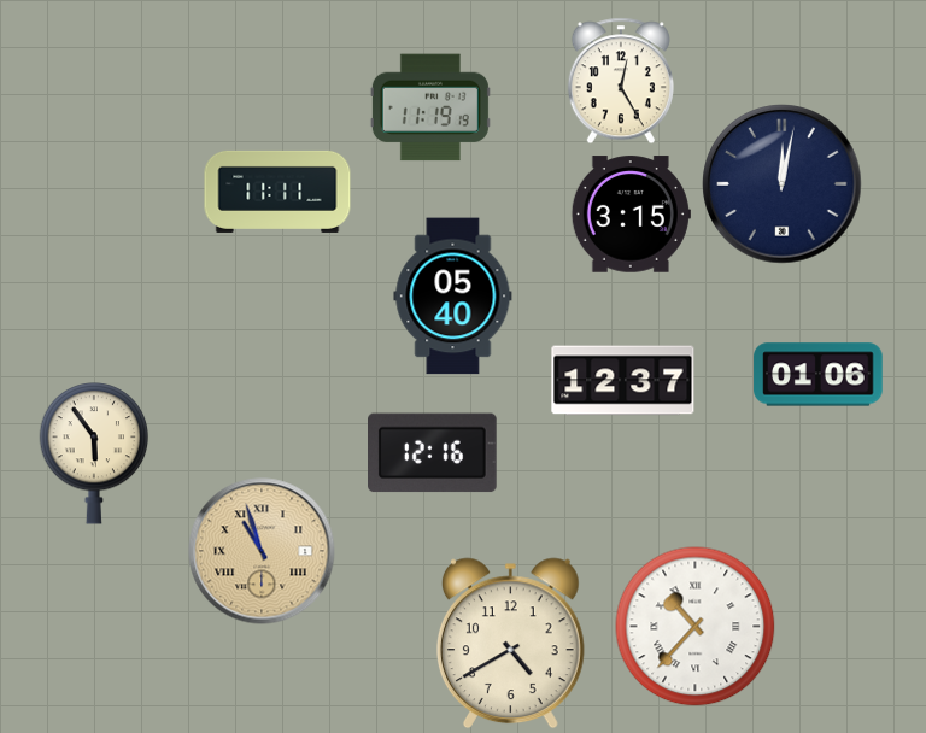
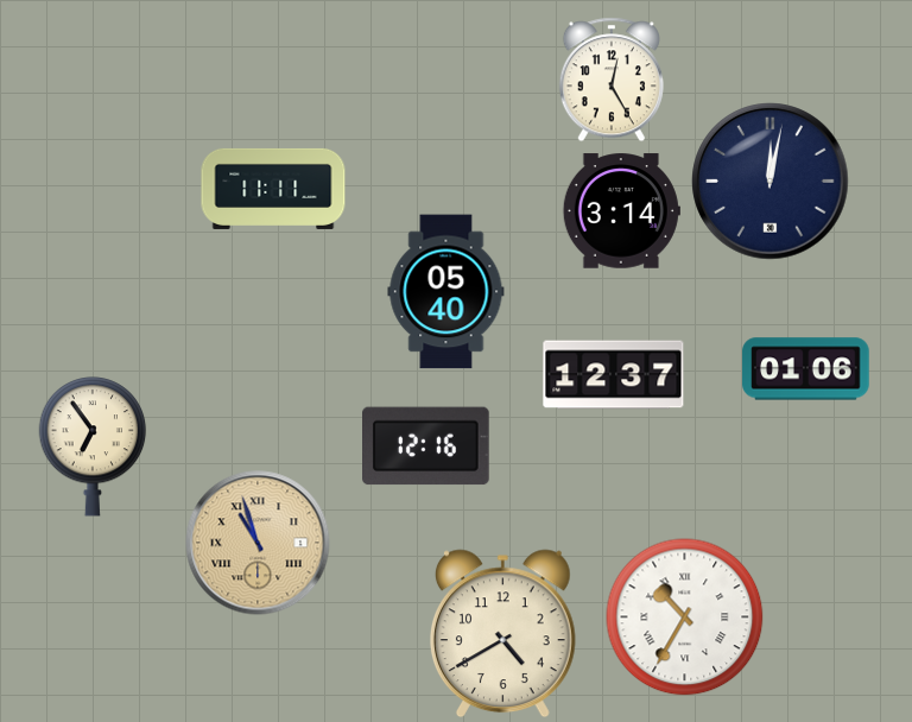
clock at (430, 107): 11:19 -> none
clock at (631, 215): 3:15 -> 3:14
clock at (94, 453): 5:54 -> 6:54
clock at (696, 627): 10:37 -> 10:35
